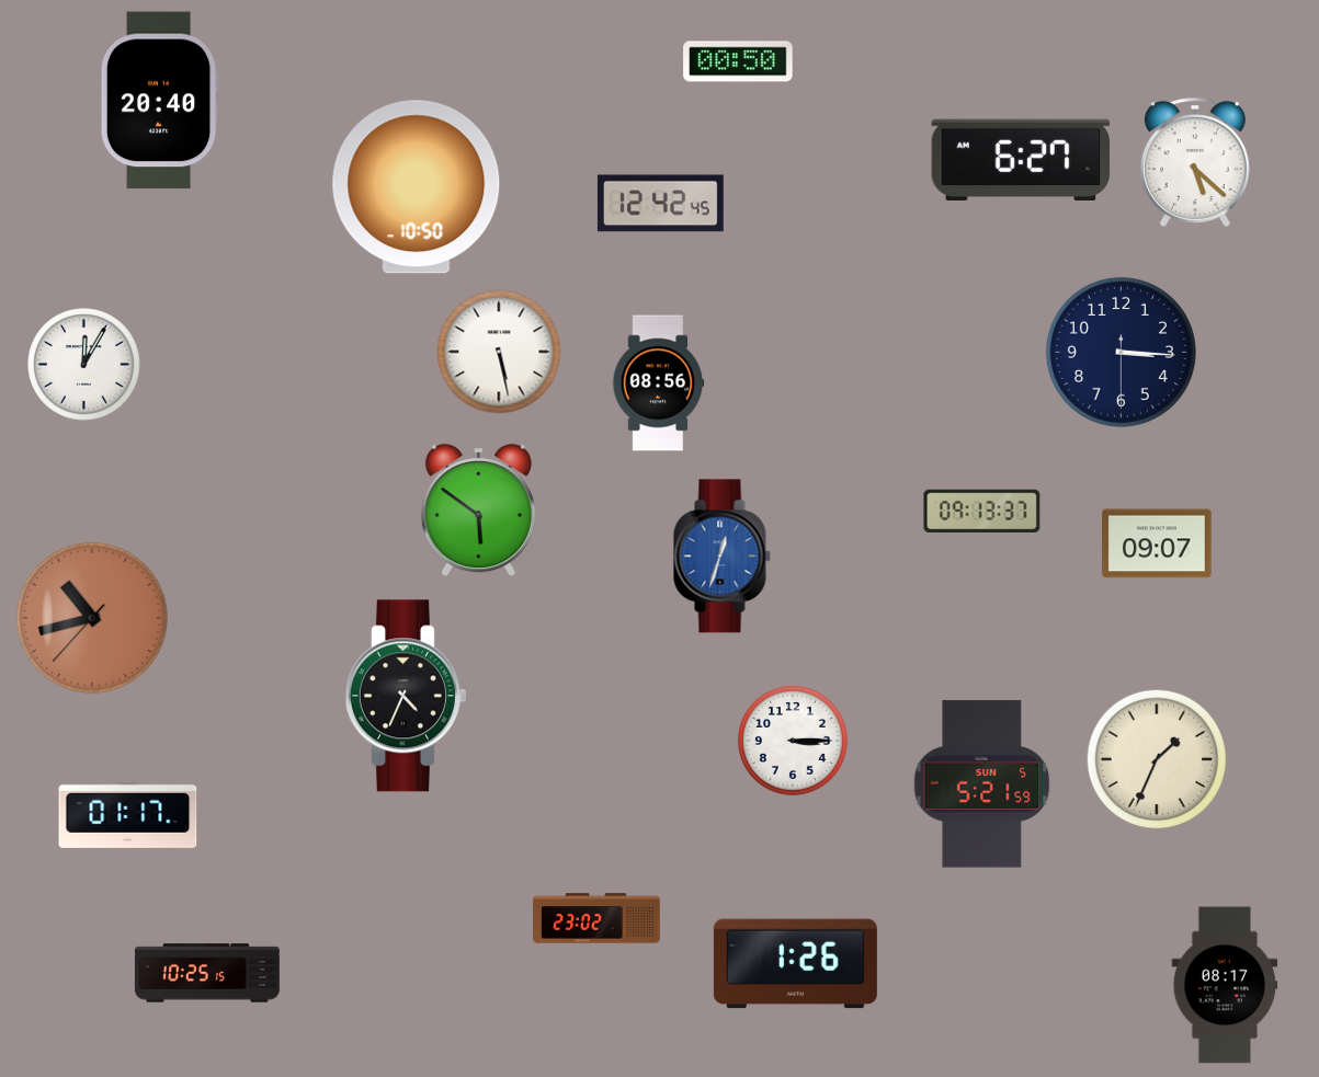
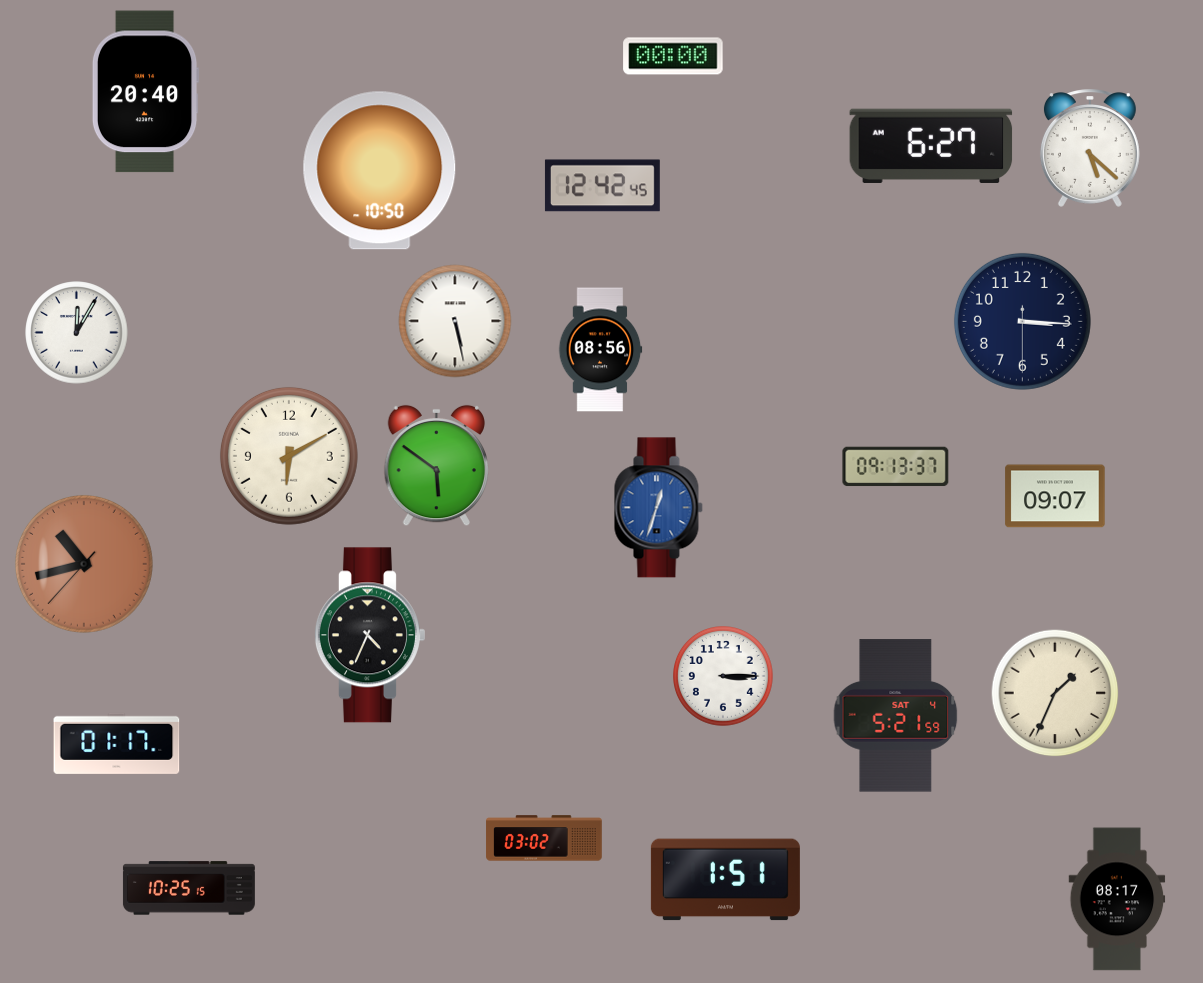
clock at (738, 61): 00:50 -> 00:00
clock at (289, 456): none -> 6:10
clock at (982, 784) date: SUN 5 -> SAT 4
clock at (596, 918): 23:02 -> 03:02
clock at (795, 964): 1:26 -> 1:51
